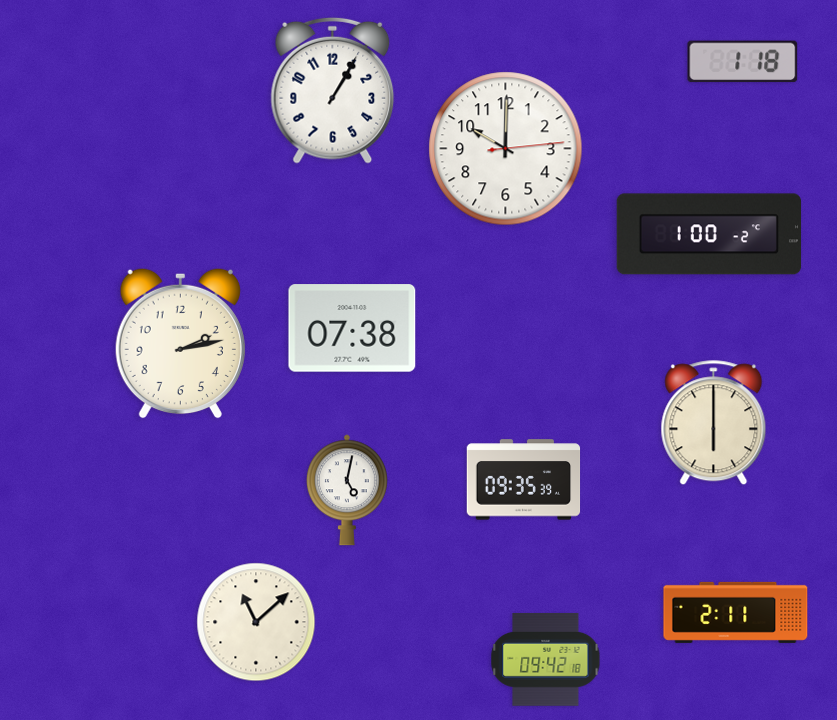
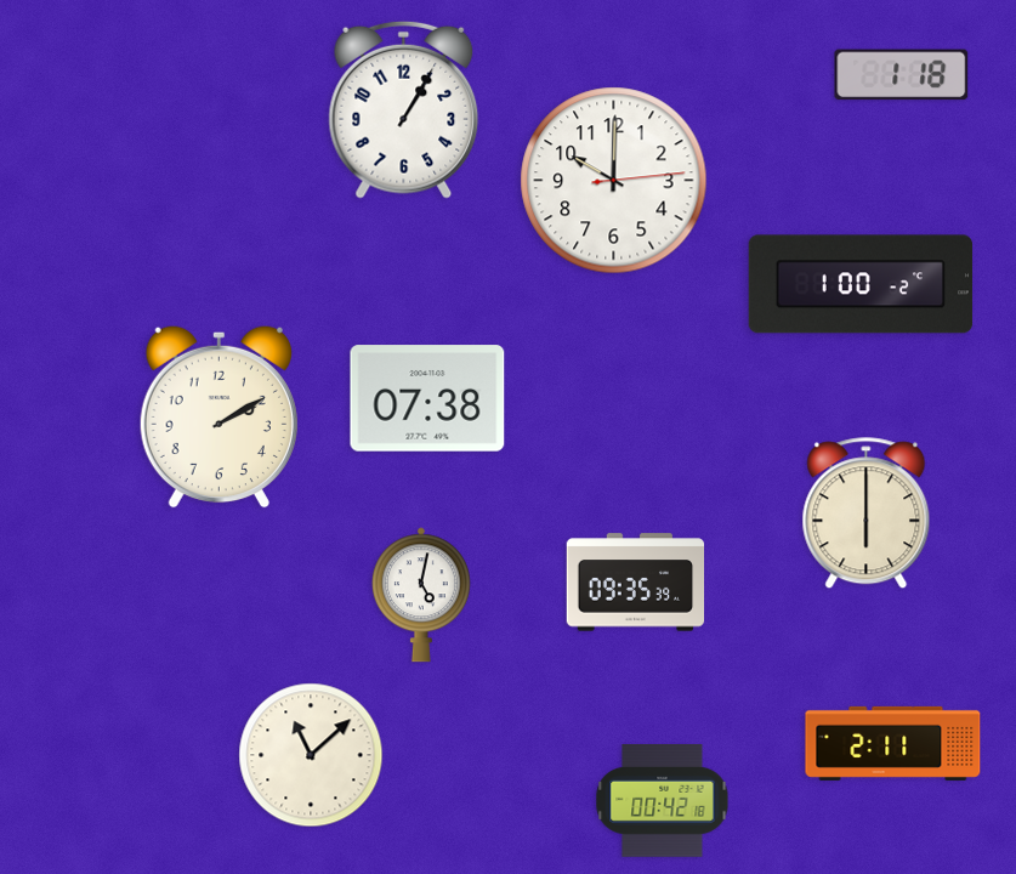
clock at (180, 343): 2:13 -> 2:10
clock at (546, 659): 09:42 -> 00:42
